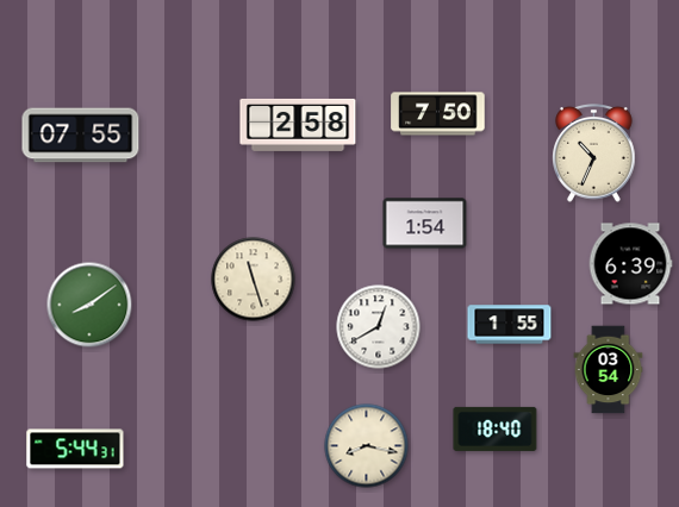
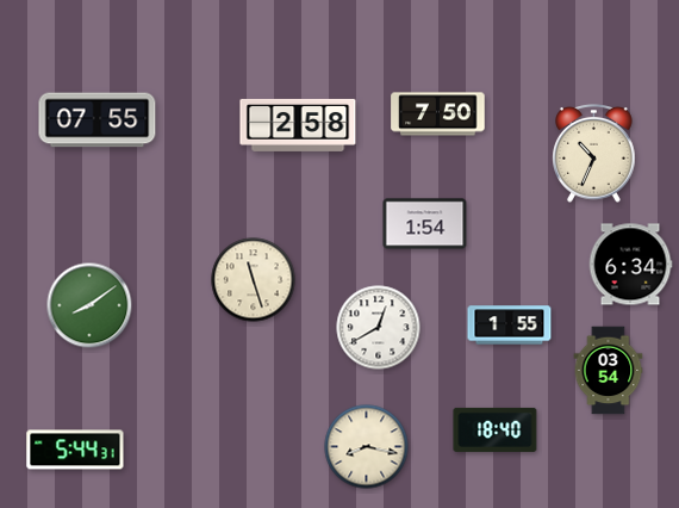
clock at (81, 136) position: (81, 136) -> (98, 120)
clock at (630, 264): 6:39 -> 6:34
